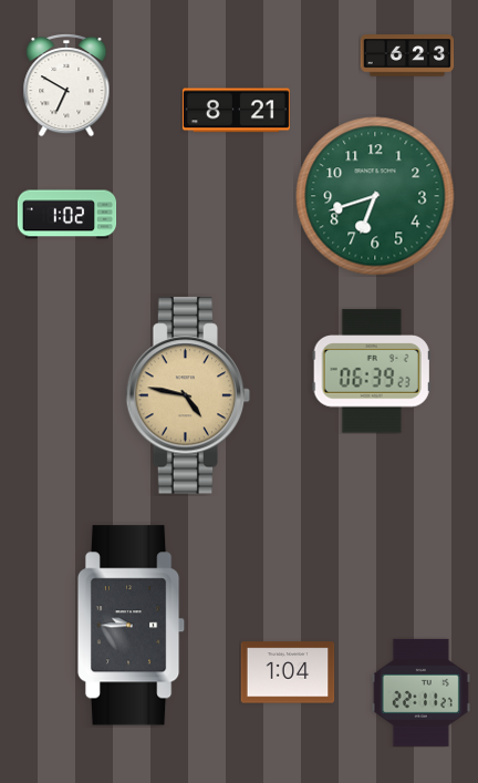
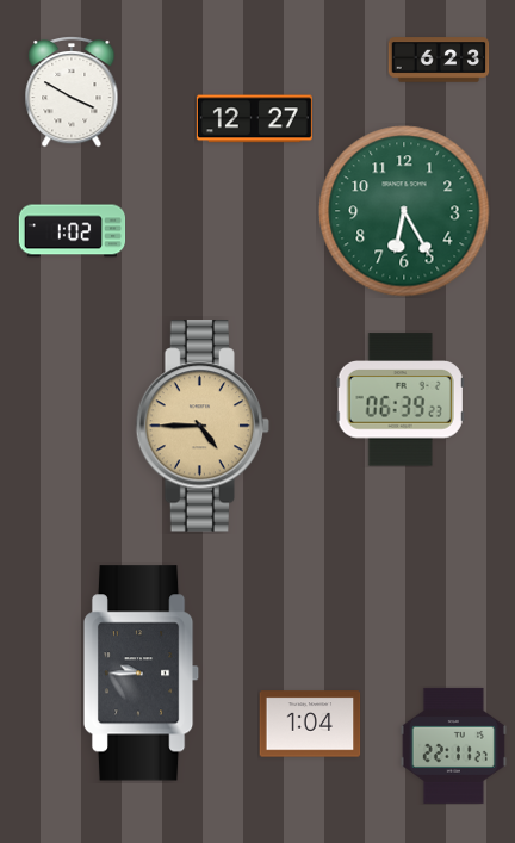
clock at (66, 85): 6:50 -> 3:50
clock at (236, 111): 8:21 -> 12:27
clock at (375, 196): 6:42 -> 6:25
clock at (188, 395): 4:47 -> 4:45
